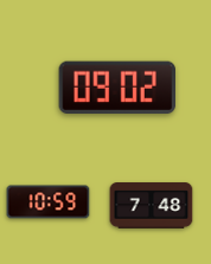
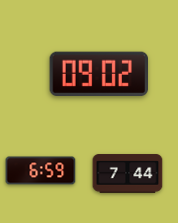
clock at (49, 202): 10:59 -> 6:59
clock at (152, 206): 7:48 -> 7:44
